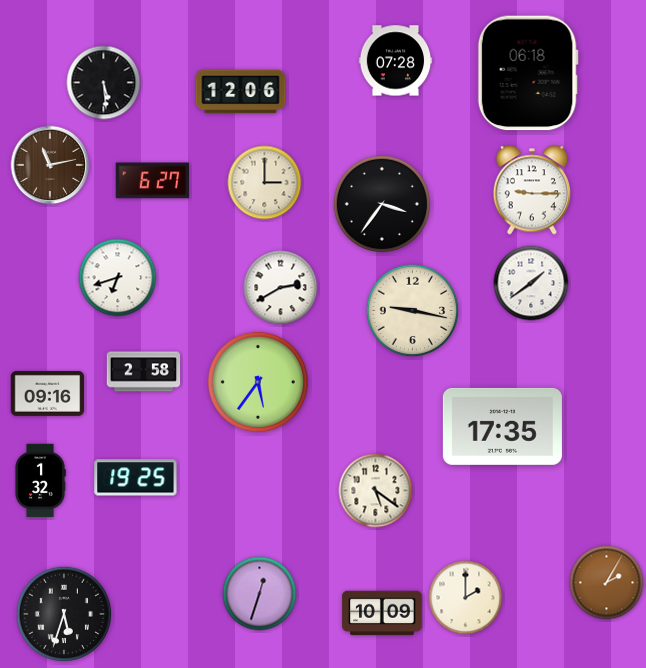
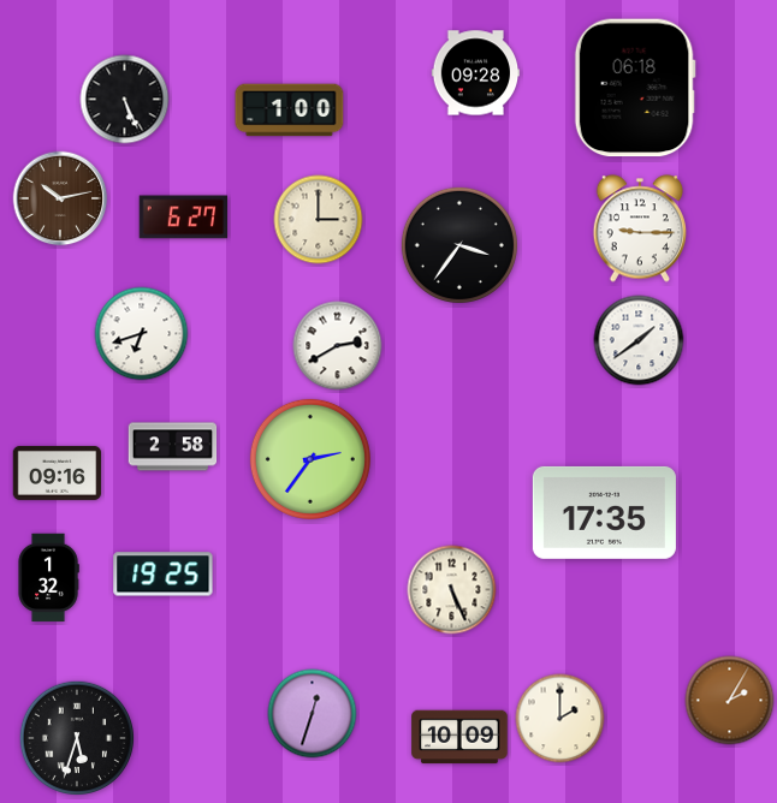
clock at (396, 61): 07:28 -> 09:28
clock at (104, 83): 5:29 -> 5:26
clock at (241, 92): 12:06 -> 1:00
clock at (50, 165): 11:13 -> 10:13
clock at (413, 311): 9:17 -> none
clock at (258, 382): 5:36 -> 2:36
clock at (376, 491): 5:21 -> 5:26
